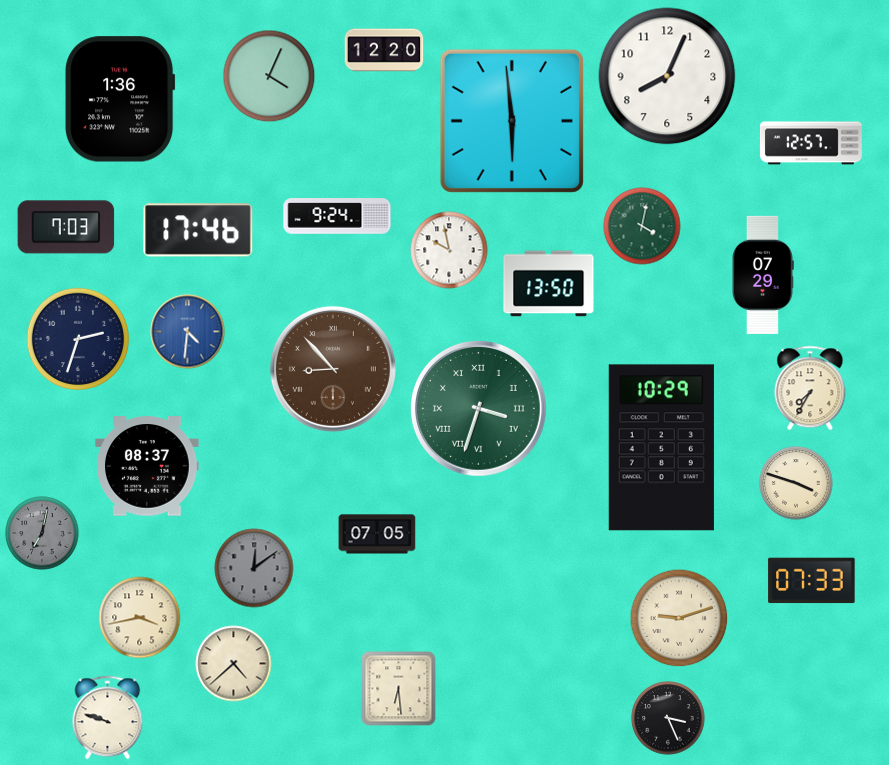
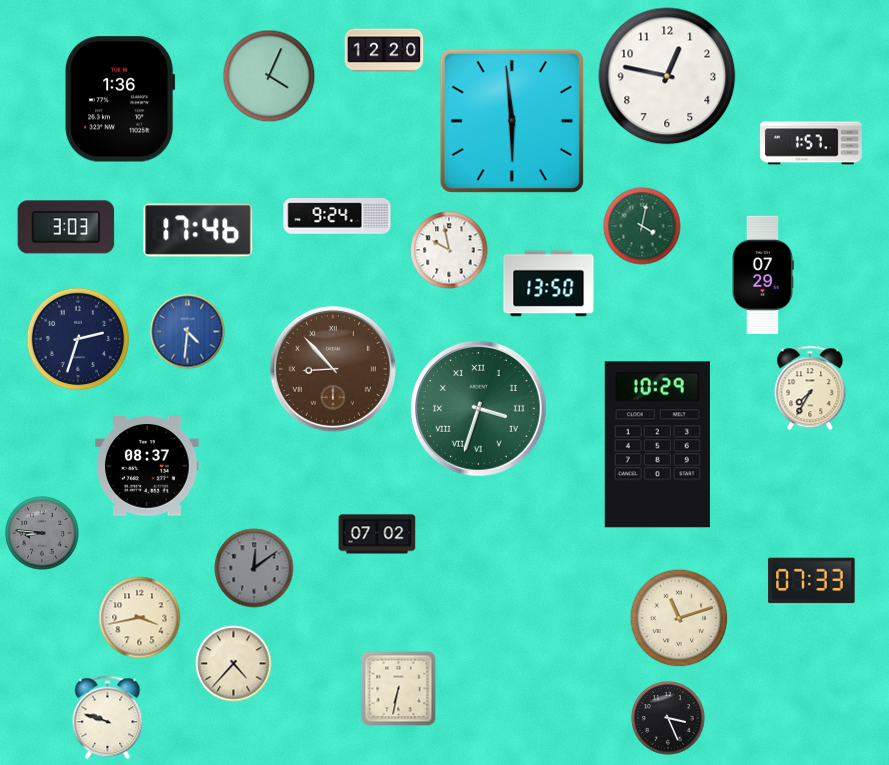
clock at (667, 76): 8:04 -> 12:47
clock at (811, 143): 12:57 -> 1:57
clock at (66, 227): 7:03 -> 3:03
clock at (661, 448) position: (661, 448) -> (657, 445)
clock at (796, 483): 3:48 -> none
clock at (42, 533): 7:02 -> 8:46
clock at (377, 534): 07:05 -> 07:02
clock at (679, 618): 9:12 -> 11:12
clock at (234, 664): 4:38 -> 4:37
clock at (399, 689): 6:29 -> 6:32
